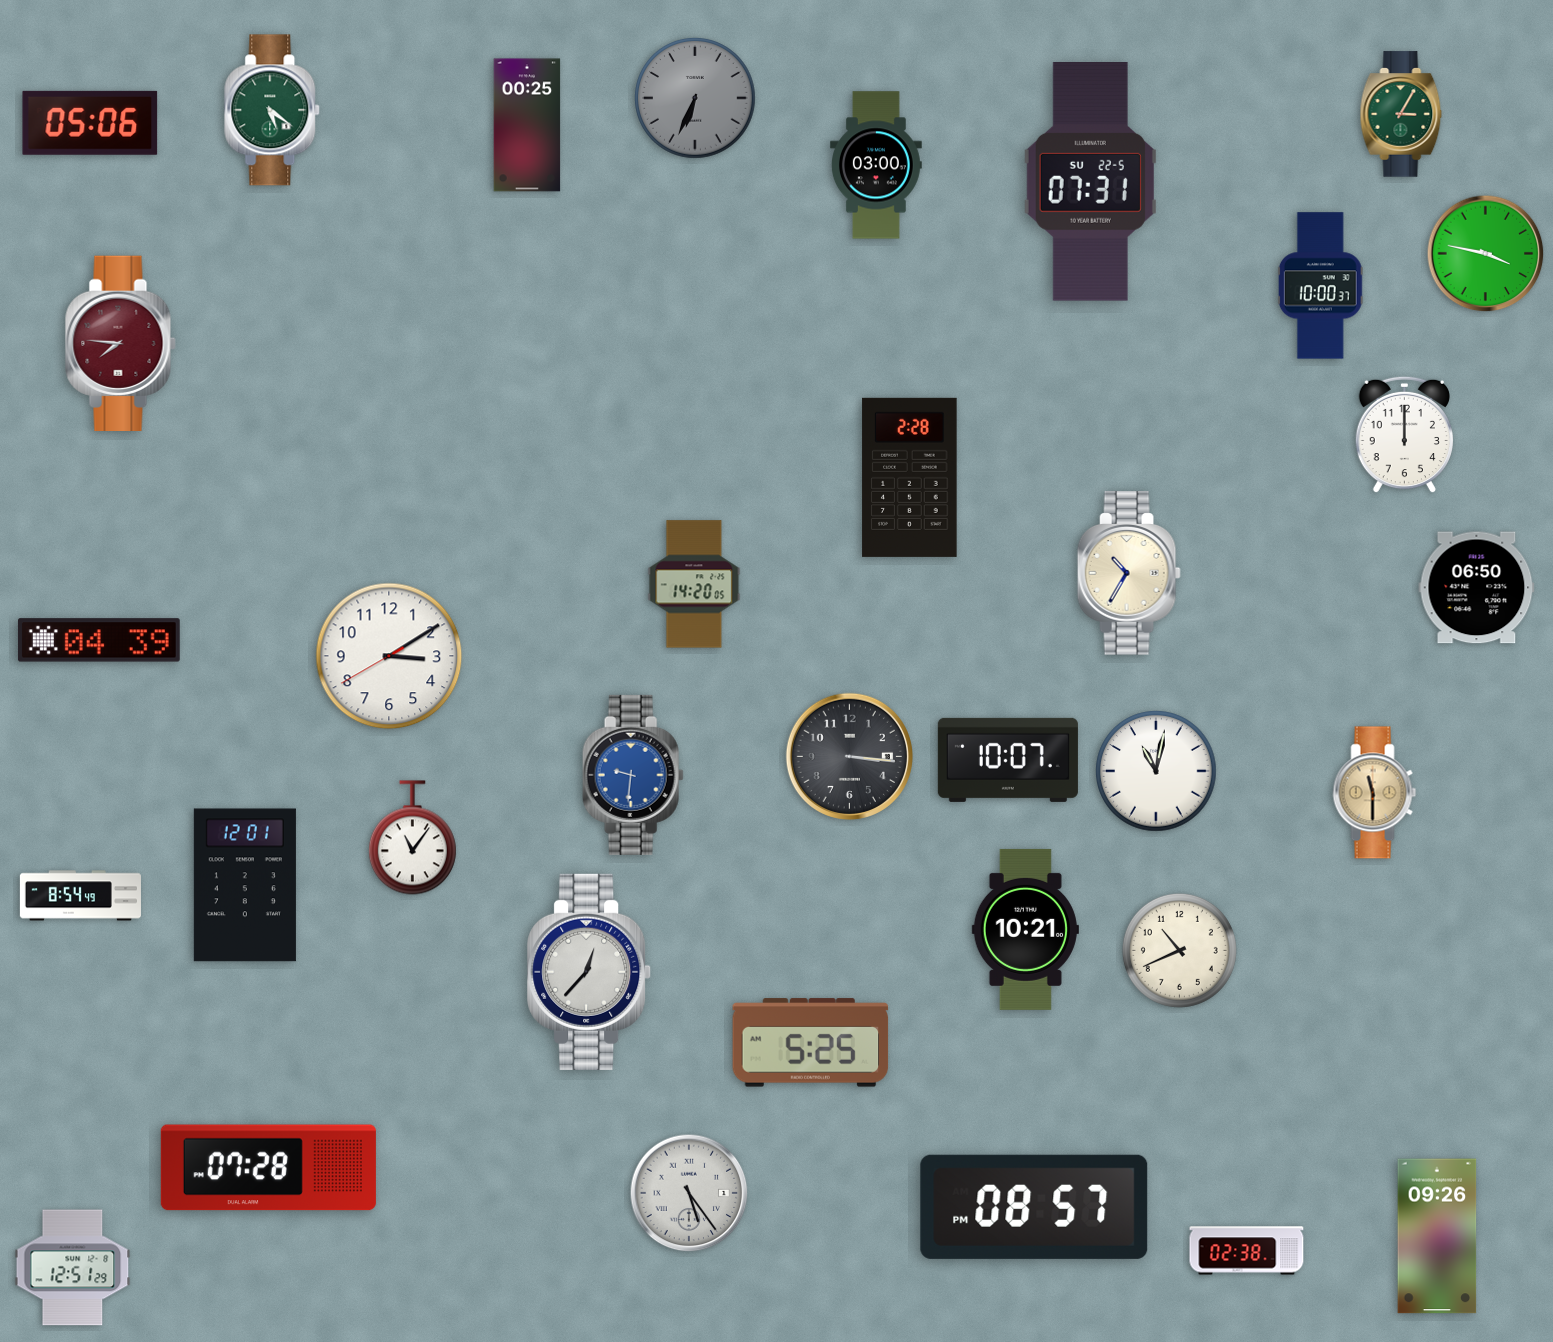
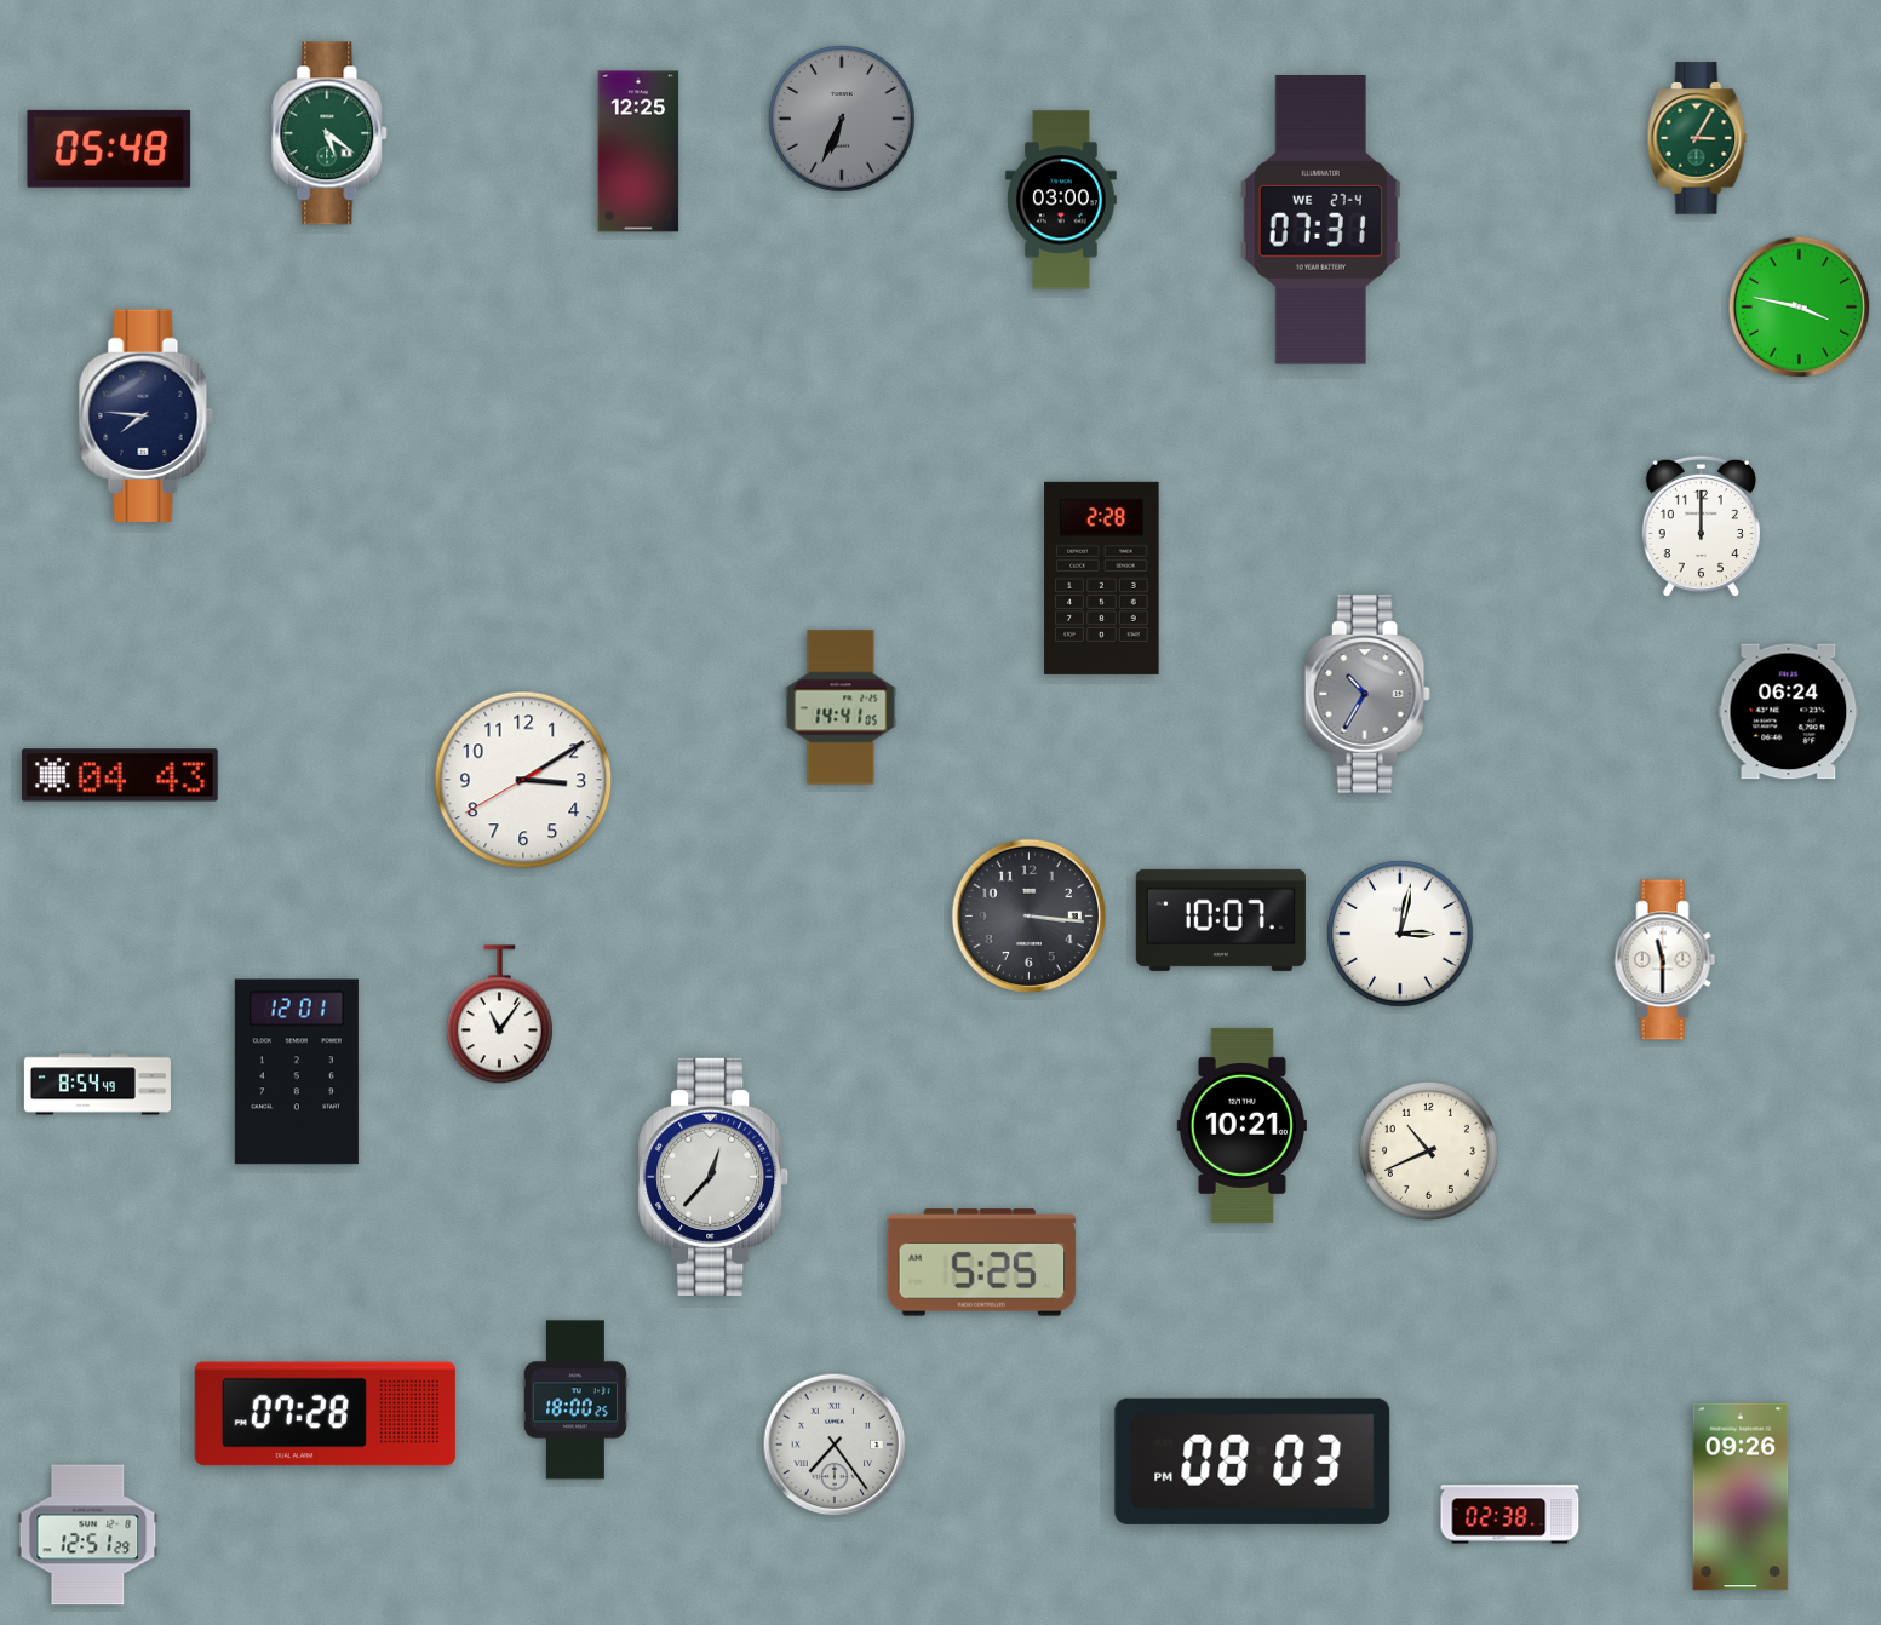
clock at (90, 123): 05:06 -> 05:48
clock at (527, 125): 00:25 -> 12:25
clock at (1090, 182) date: SU 22-5 -> WE 27-4
clock at (1320, 286): 10:00 -> none
clock at (120, 343) dial: burgundy -> navy
clock at (1129, 573) dial: cream -> grey
clock at (694, 584): 14:20 -> 14:41
clock at (1477, 588): 06:50 -> 06:24
clock at (99, 640): 04:39 -> 04:43
clock at (389, 656) position: (389, 656) -> (523, 780)
clock at (1156, 771): 11:02 -> 3:02
clock at (633, 775): 9:31 -> none
clock at (1375, 793) dial: champagne -> white
clock at (575, 1400): none -> 18:00
clock at (689, 1193): 5:24 -> 7:24
clock at (1034, 1207): 08:57 -> 08:03
